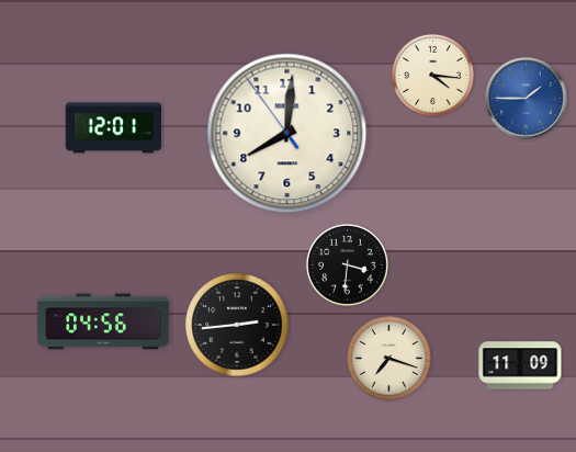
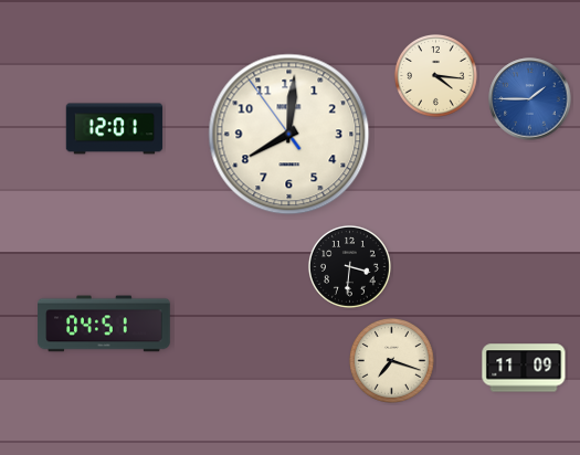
clock at (103, 321): 04:56 -> 04:51
clock at (237, 325): 2:44 -> none
